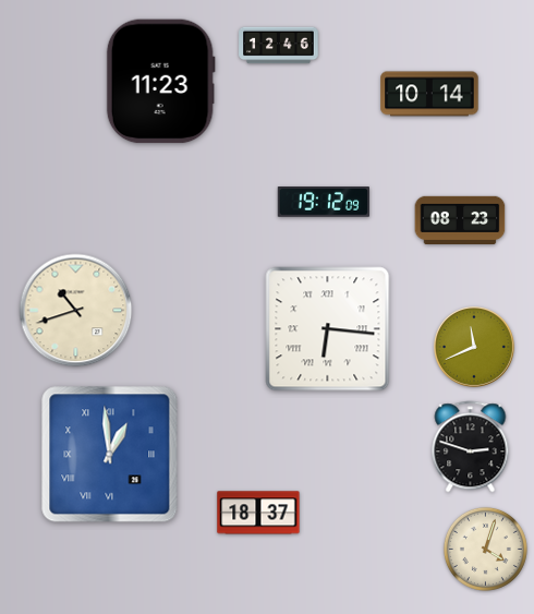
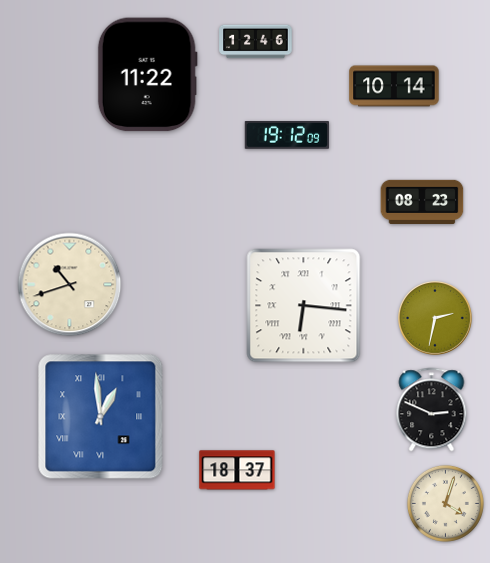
clock at (160, 82): 11:23 -> 11:22
clock at (323, 203) position: (323, 203) -> (286, 136)
clock at (328, 329) position: (328, 329) -> (304, 306)
clock at (475, 348): 11:41 -> 2:32
clock at (471, 447): 2:48 -> 2:49
